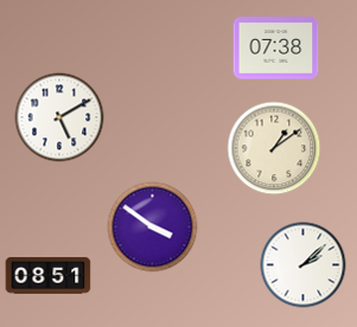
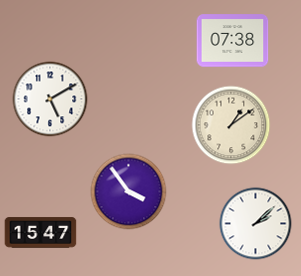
clock at (153, 227): 3:51 -> 3:54
clock at (49, 276): 08:51 -> 15:47
